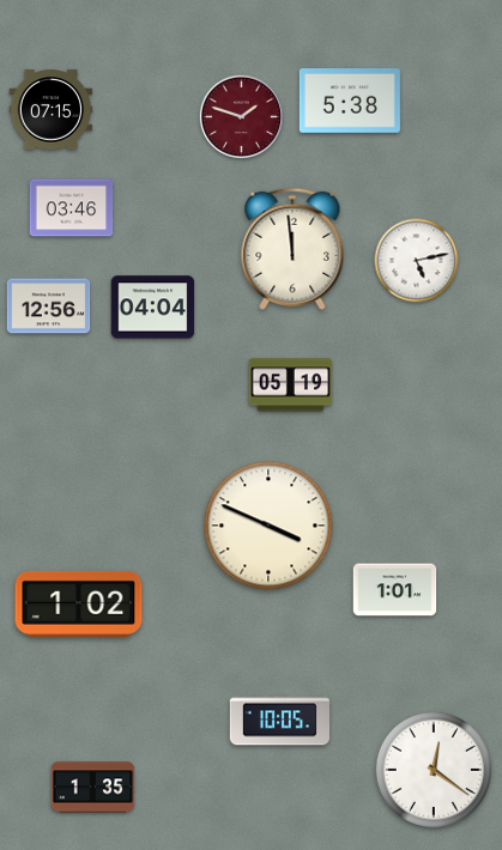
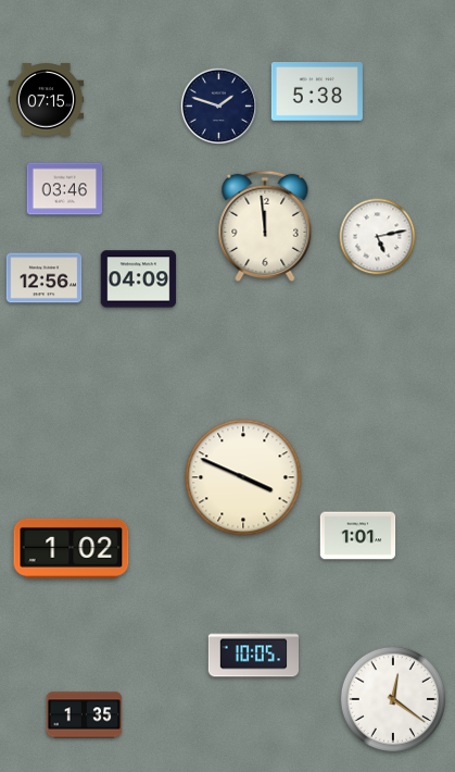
clock at (242, 117) dial: burgundy -> navy
clock at (153, 308): 04:04 -> 04:09
clock at (291, 385): 05:19 -> none
